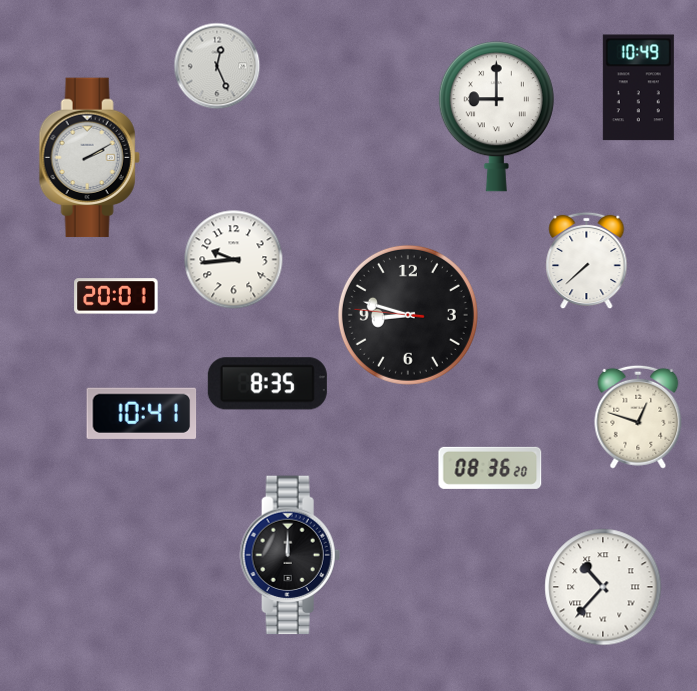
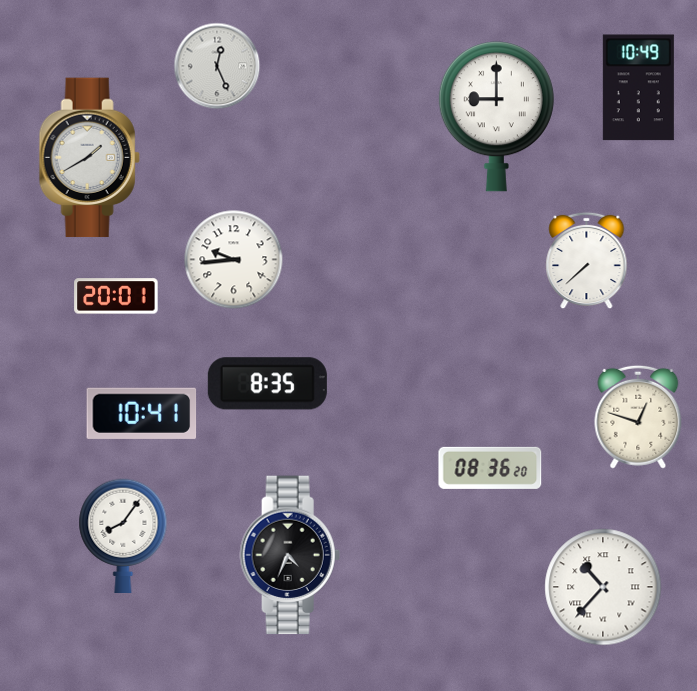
clock at (89, 158): 2:10 -> 1:40
clock at (408, 315): 8:47 -> none
clock at (123, 536): none -> 8:06
clock at (290, 555): 12:00 -> 4:34
